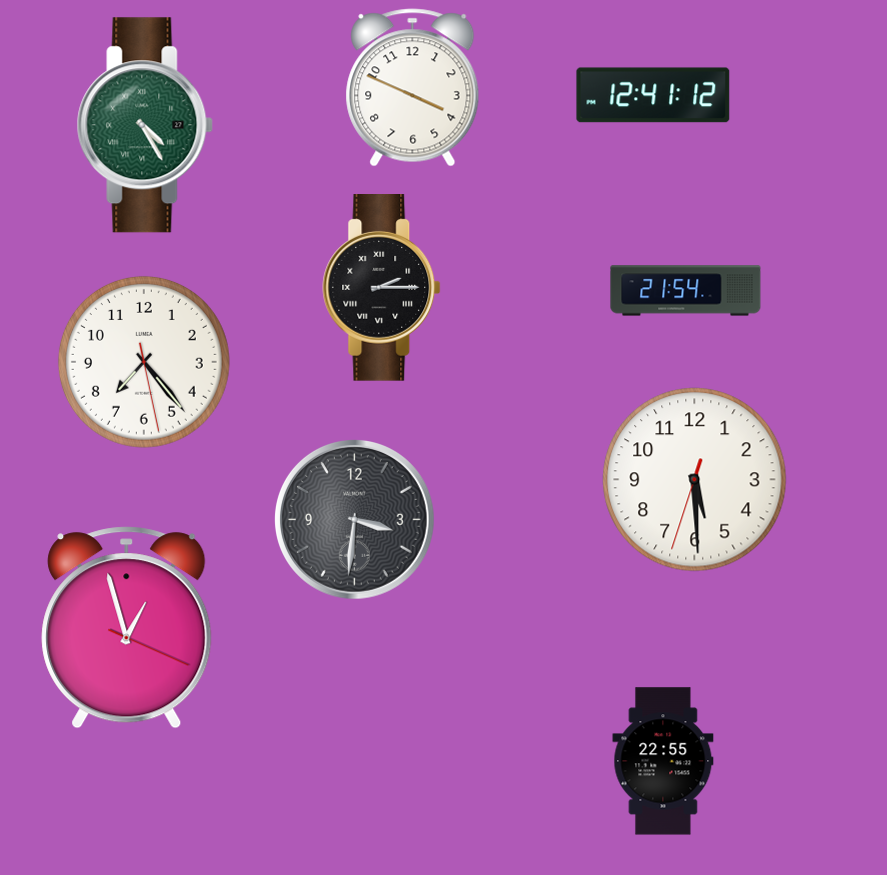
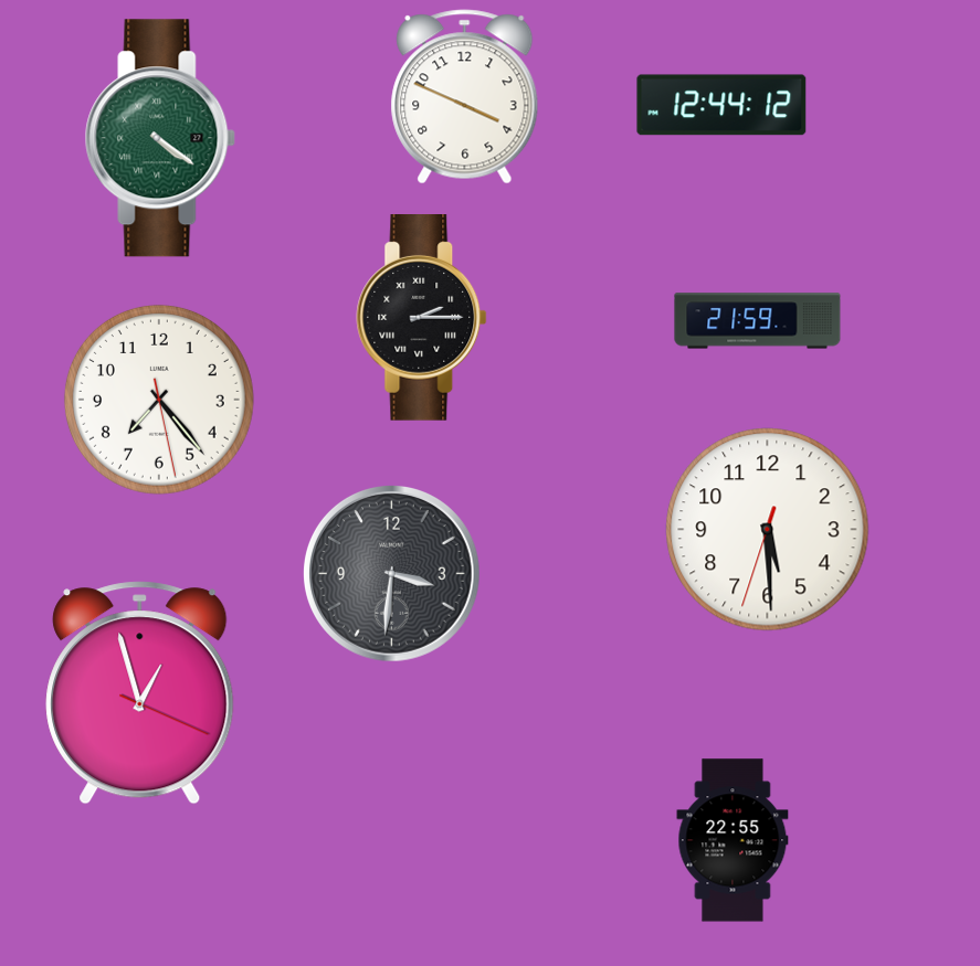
clock at (413, 88) position: (413, 88) -> (465, 97)
clock at (653, 95): 12:41 -> 12:44
clock at (145, 125): 4:25 -> 4:21
clock at (686, 291): 21:54 -> 21:59
